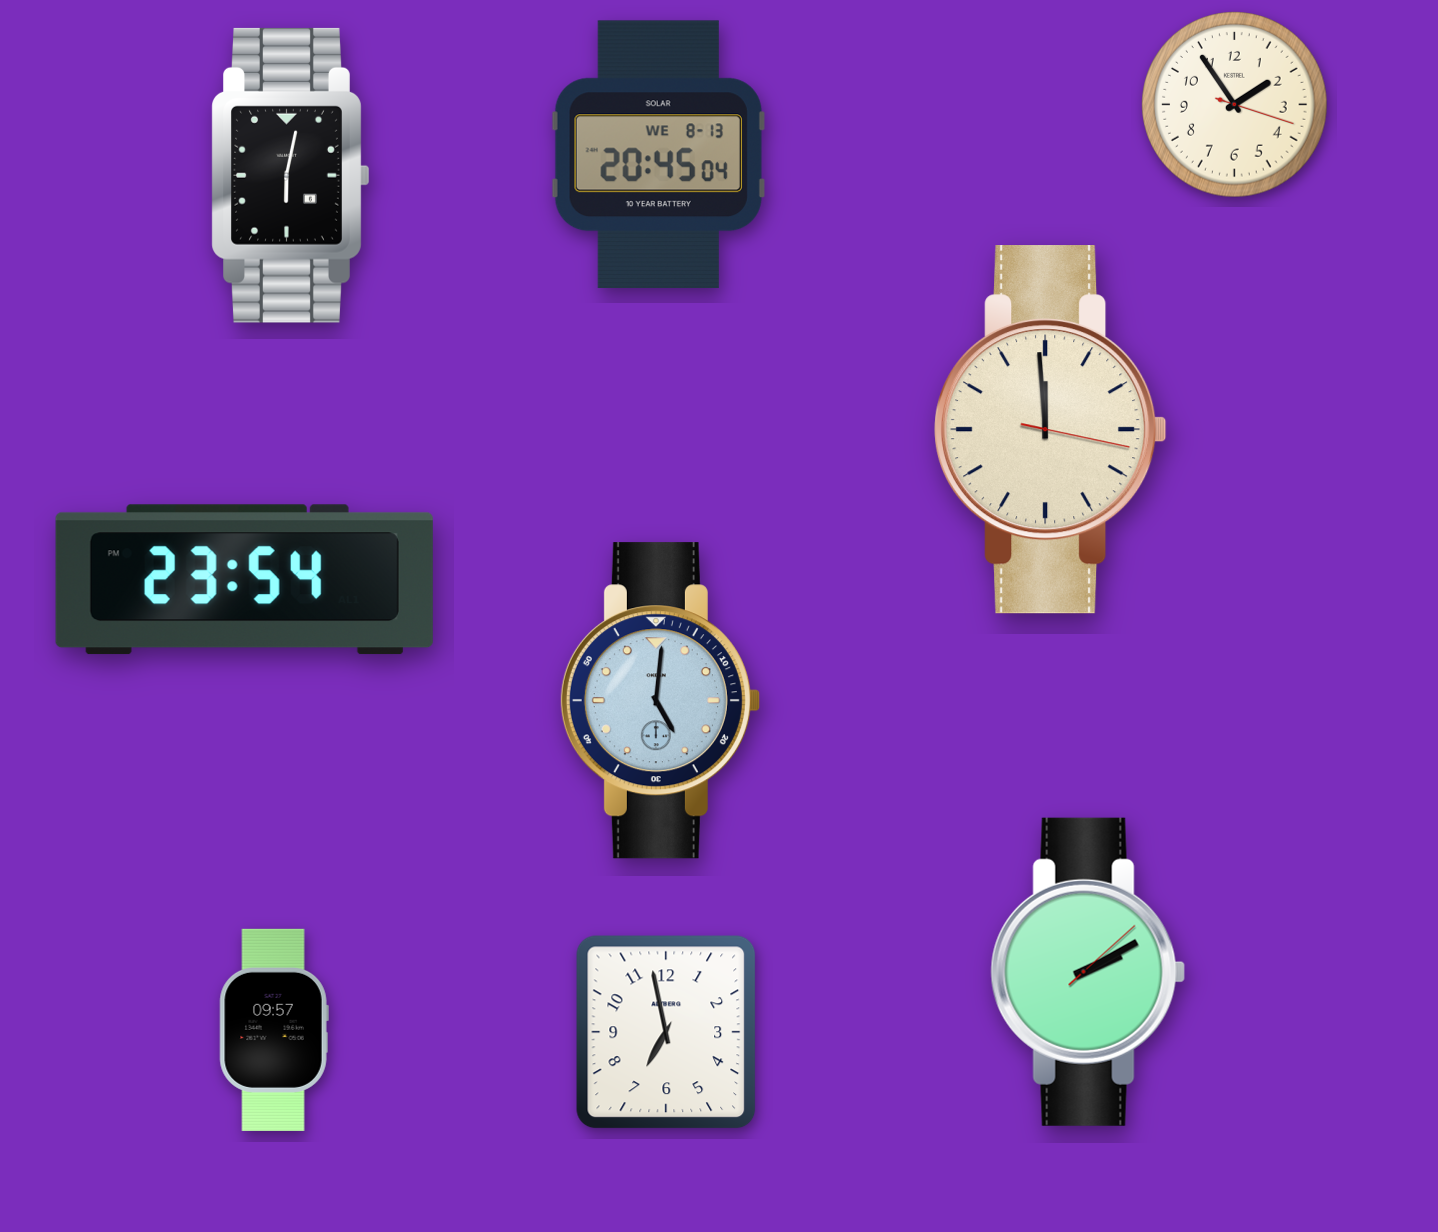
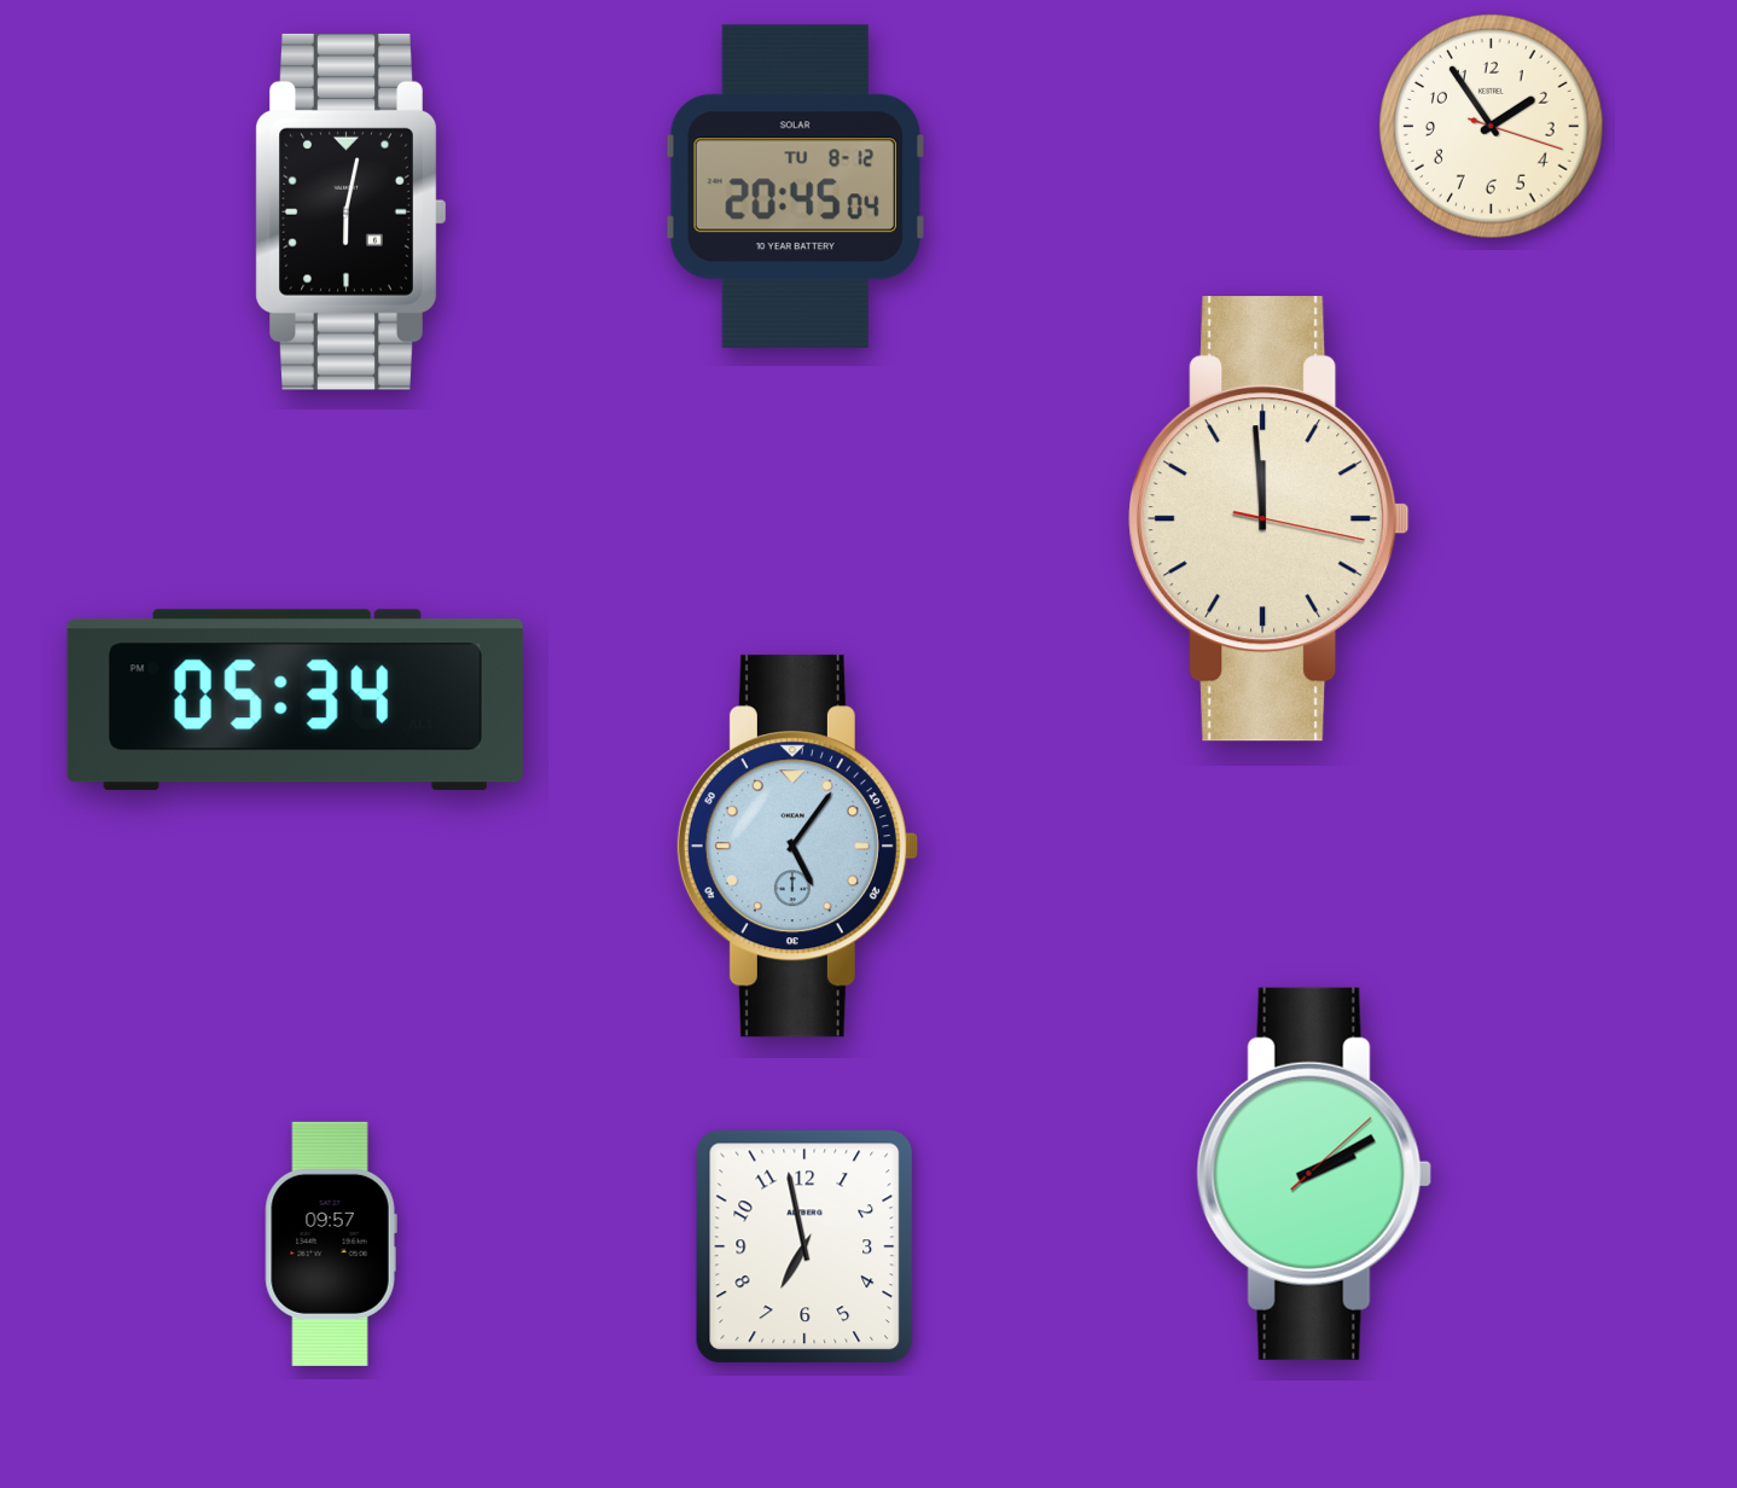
clock at (658, 155) date: WE 8-13 -> TU 8-12
clock at (244, 580): 23:54 -> 05:34
clock at (660, 701): 5:01 -> 5:06
